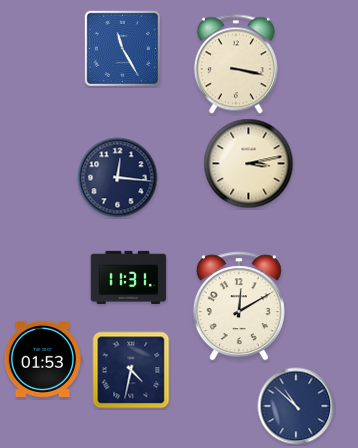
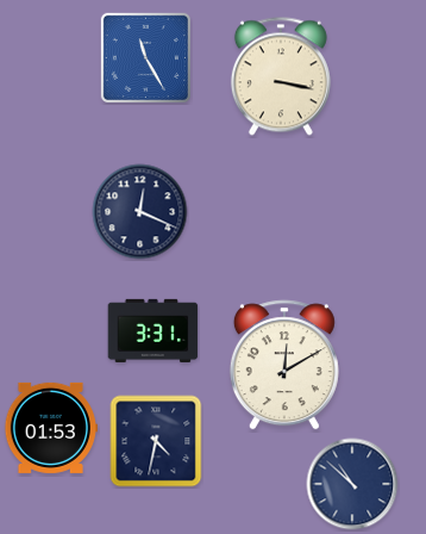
clock at (249, 164): 3:13 -> none
clock at (118, 178): 12:16 -> 12:19
clock at (129, 277): 11:31 -> 3:31
